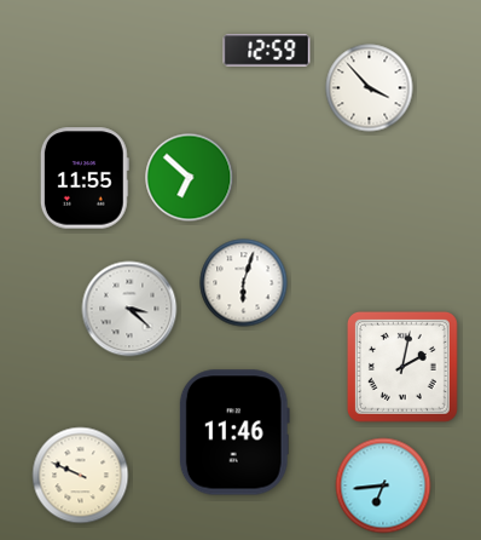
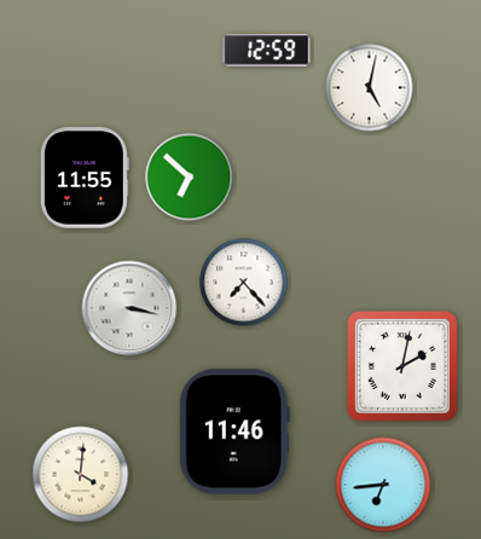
clock at (370, 88): 3:53 -> 5:02
clock at (244, 283): 6:03 -> 7:23
clock at (129, 309): 3:22 -> 3:17
clock at (81, 476): 9:49 -> 4:01
